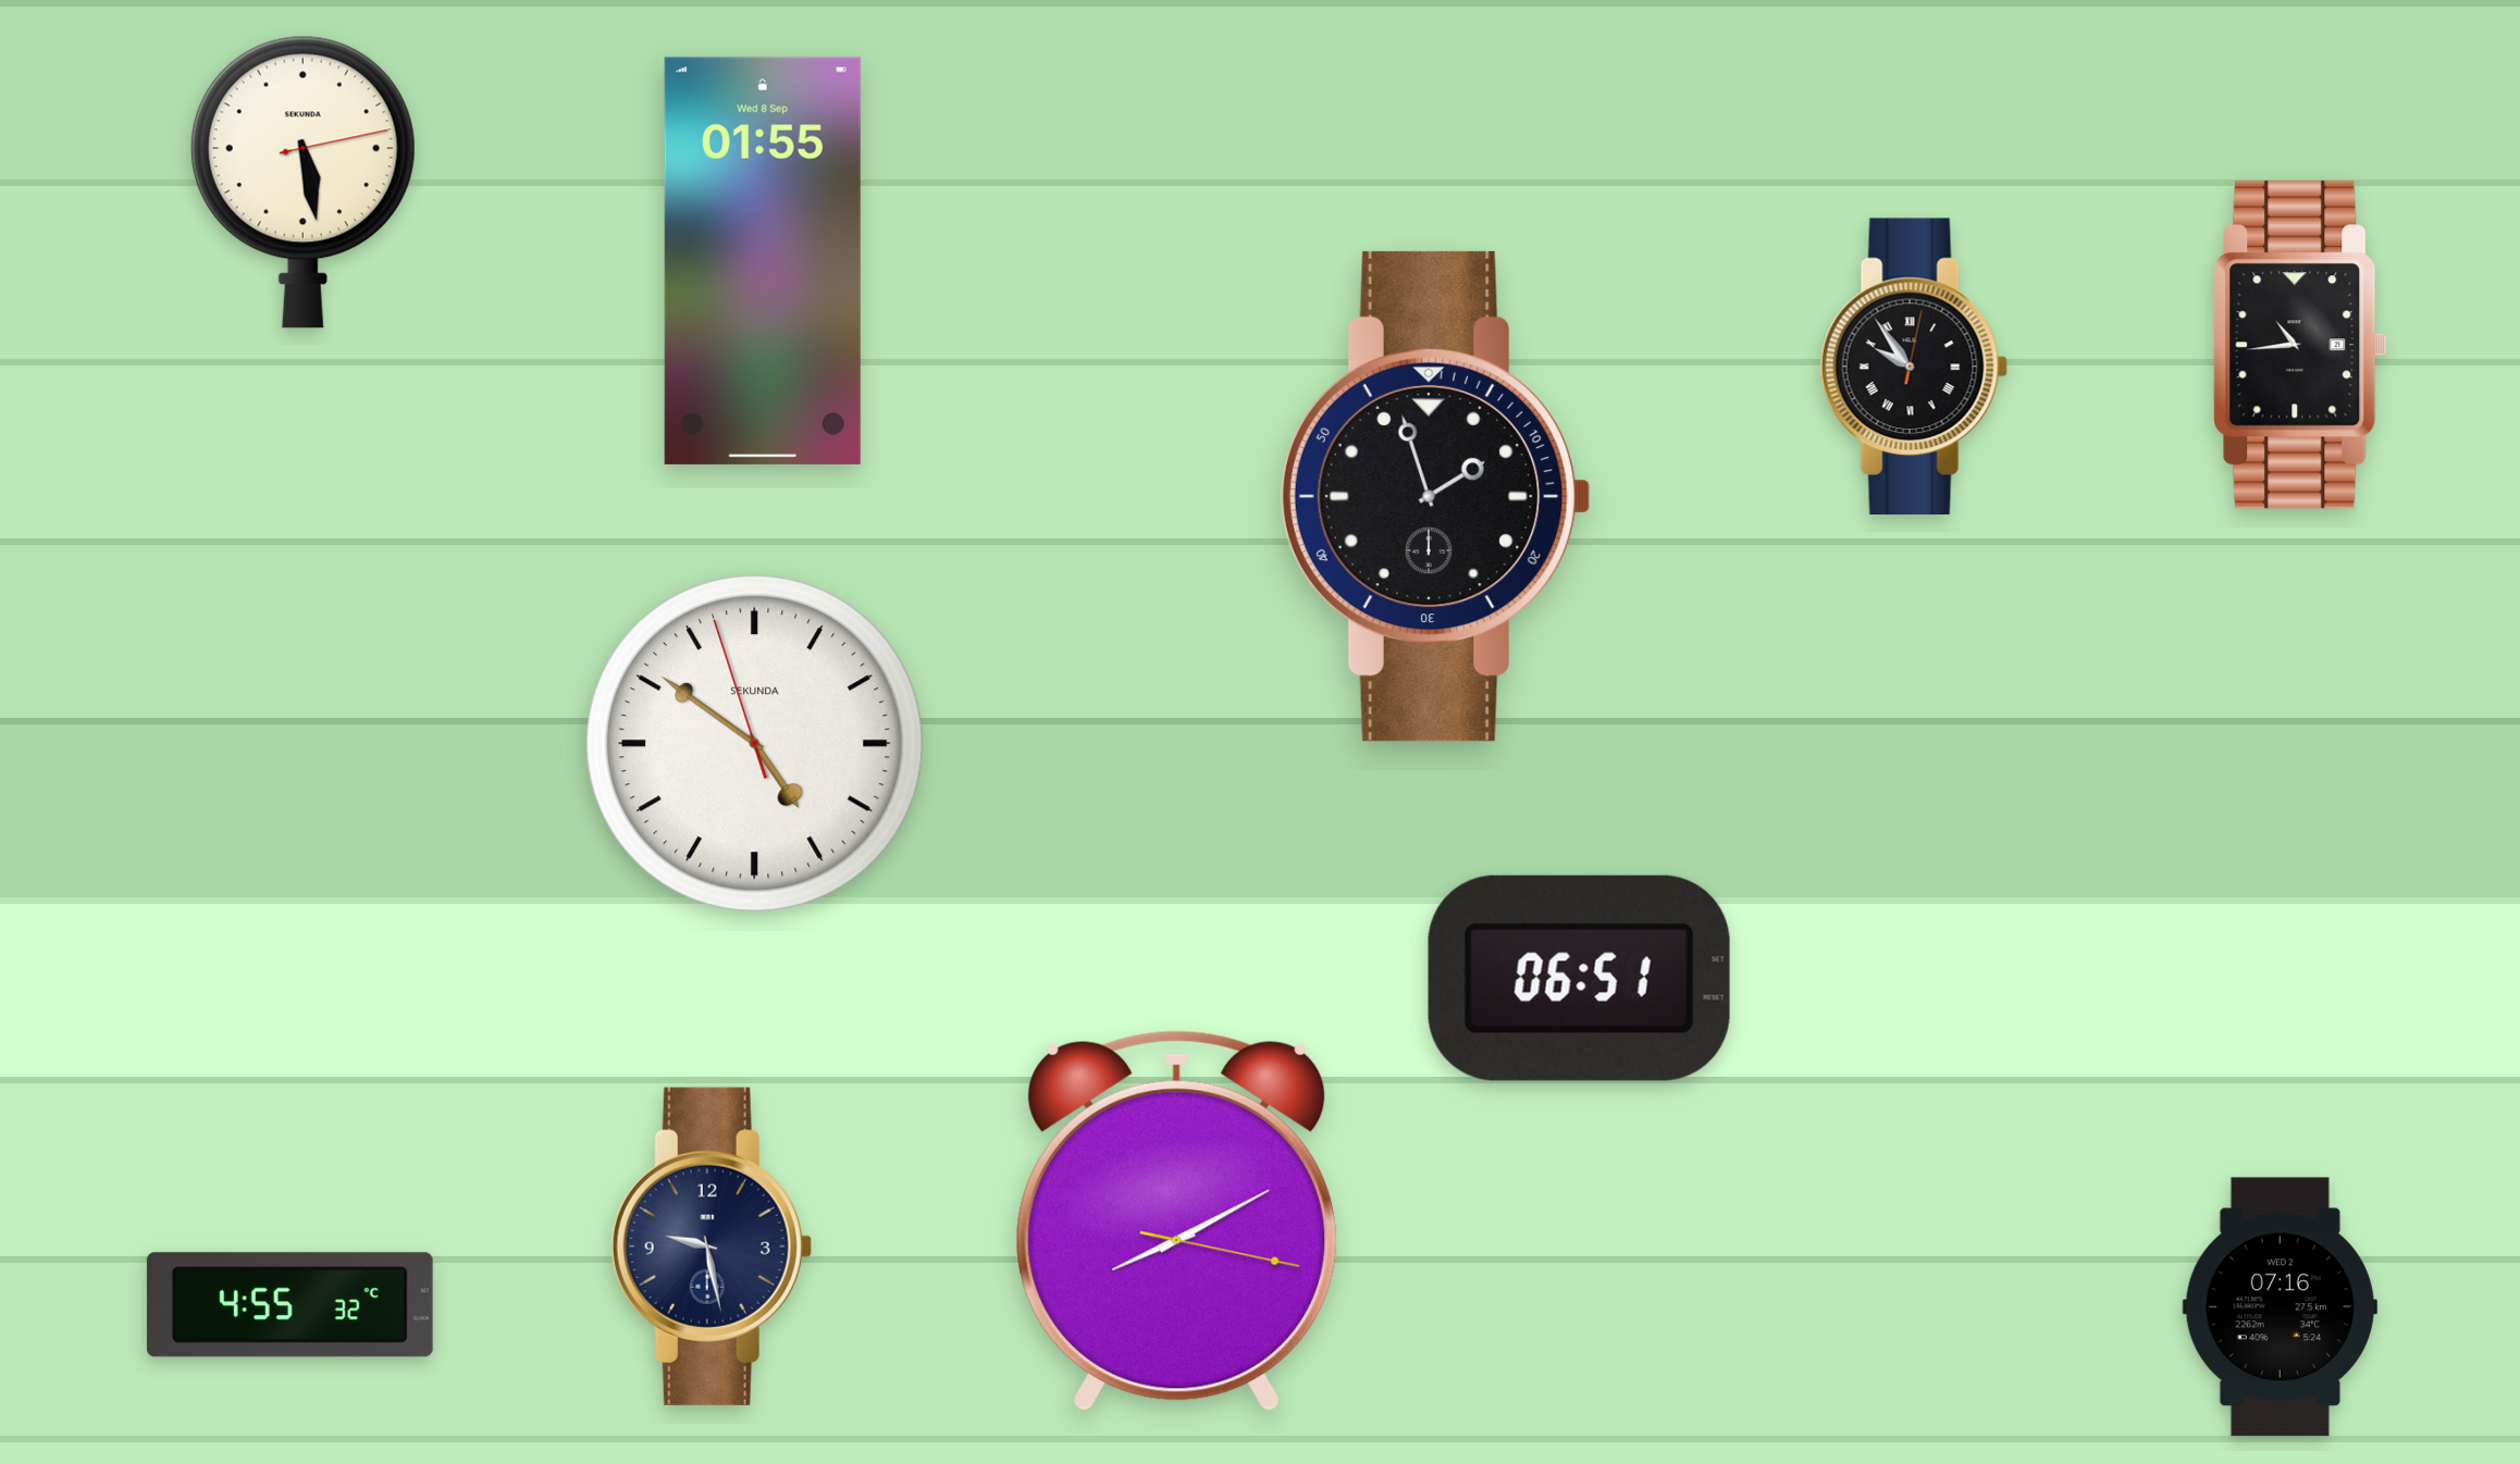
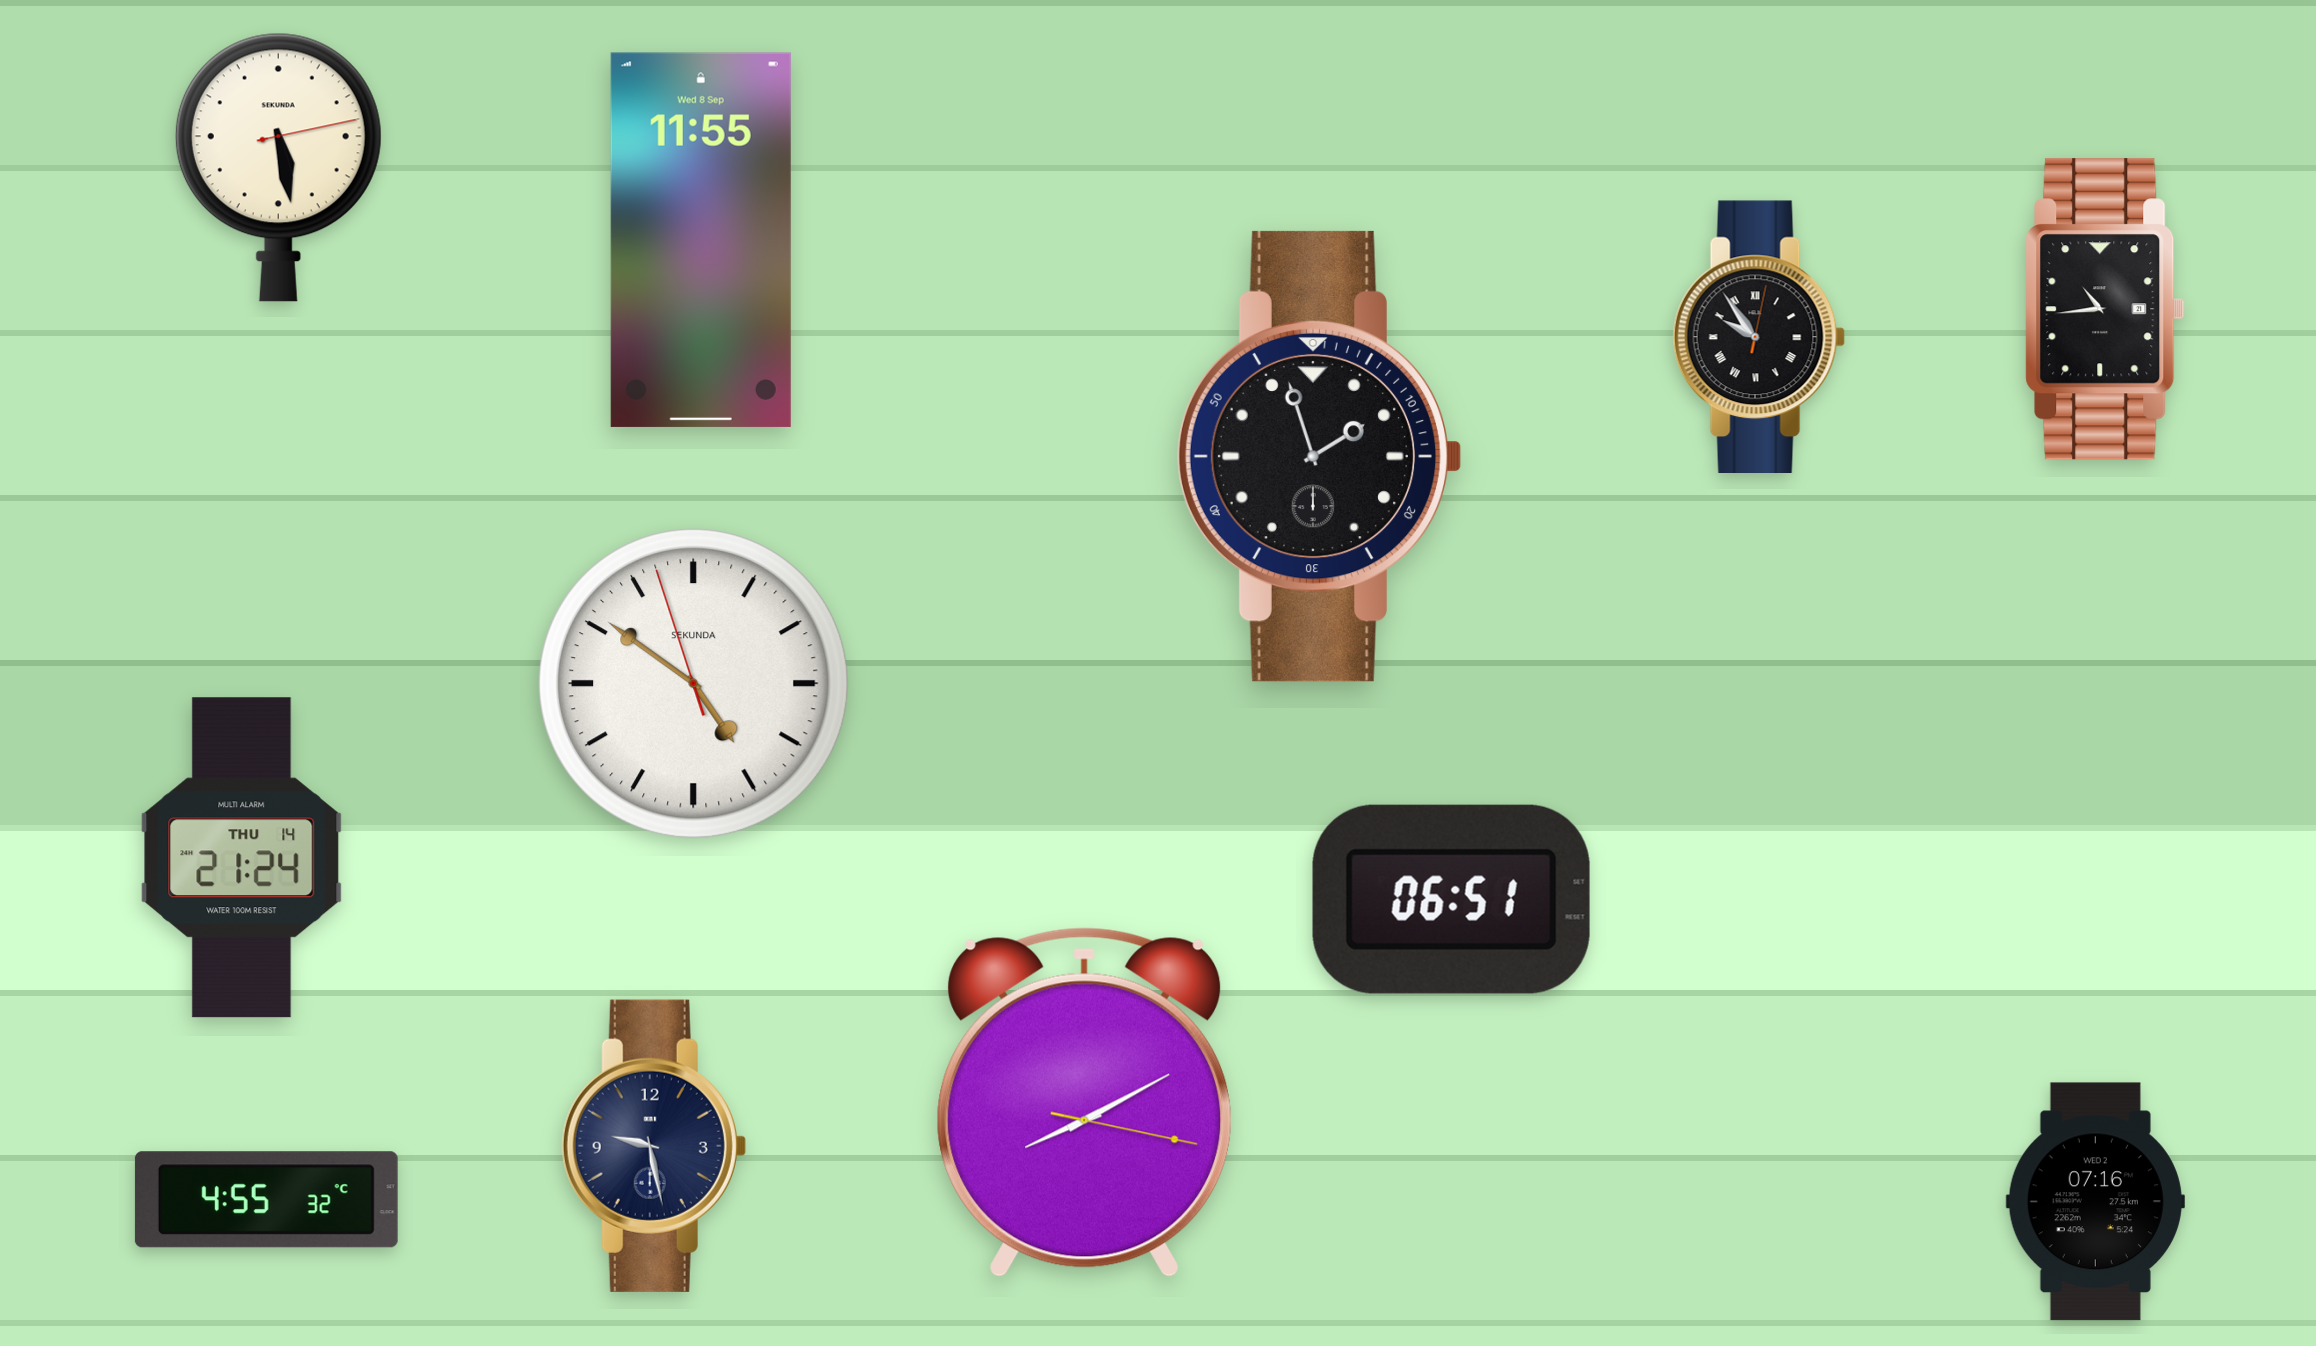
clock at (763, 261): 01:55 -> 11:55
clock at (2300, 345) position: (2300, 345) -> (2105, 309)
clock at (242, 858): none -> 21:24
clock at (1177, 1220) position: (1177, 1220) -> (1085, 1102)
